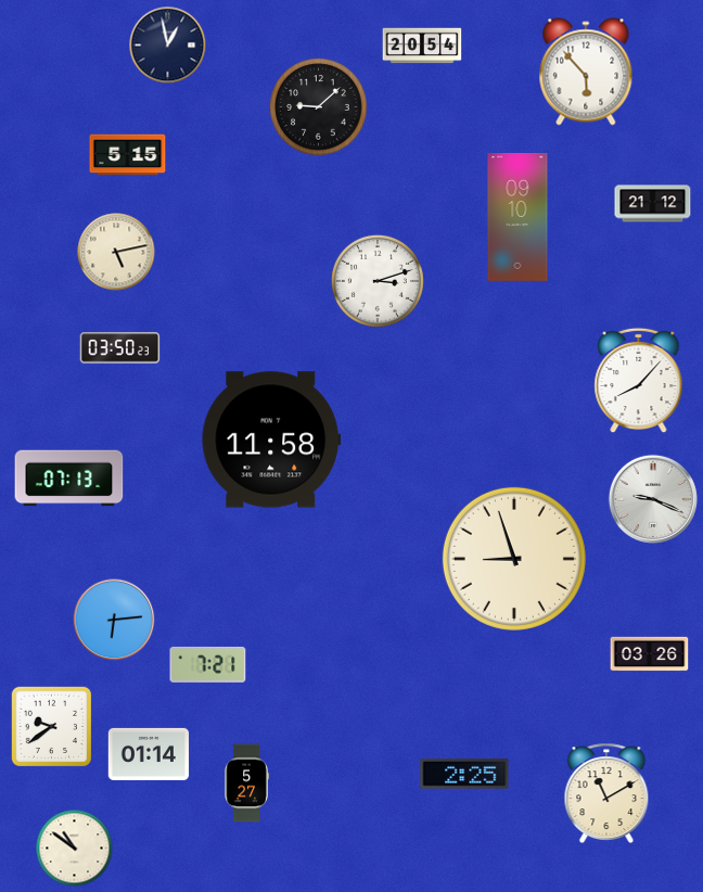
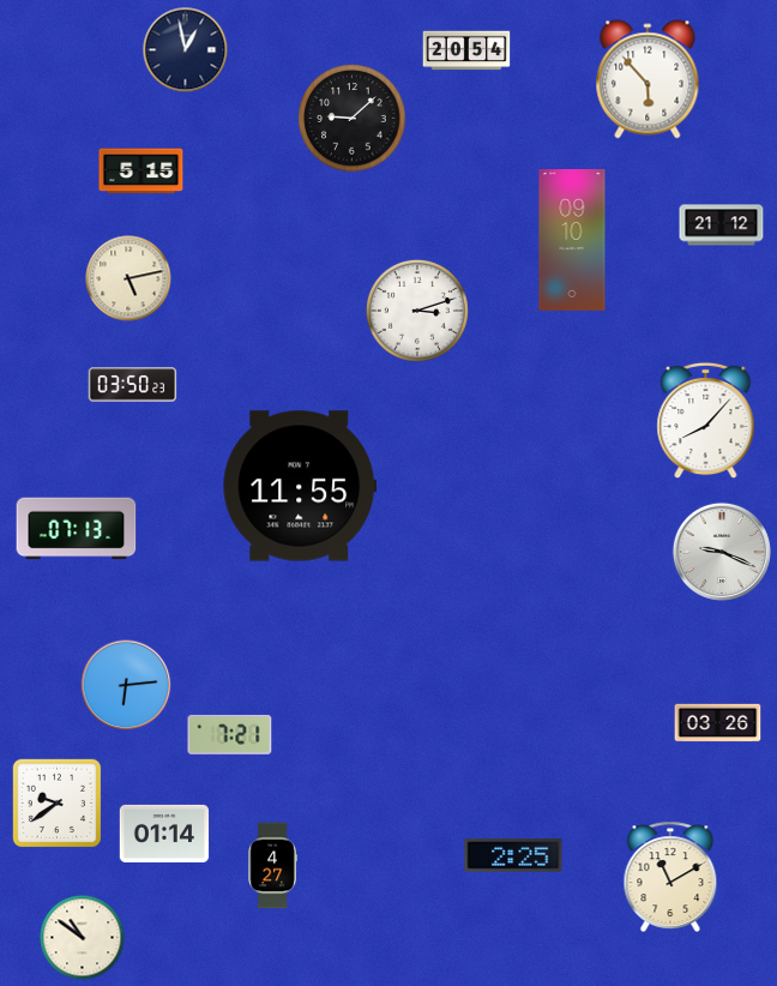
clock at (271, 439): 11:58 -> 11:55
clock at (514, 559): 8:57 -> none
clock at (246, 783): 5:27 -> 4:27
